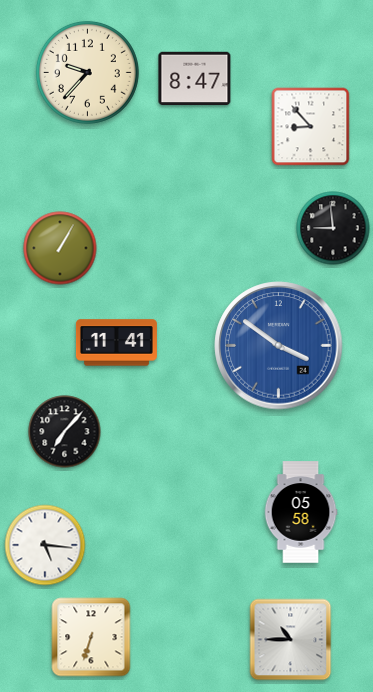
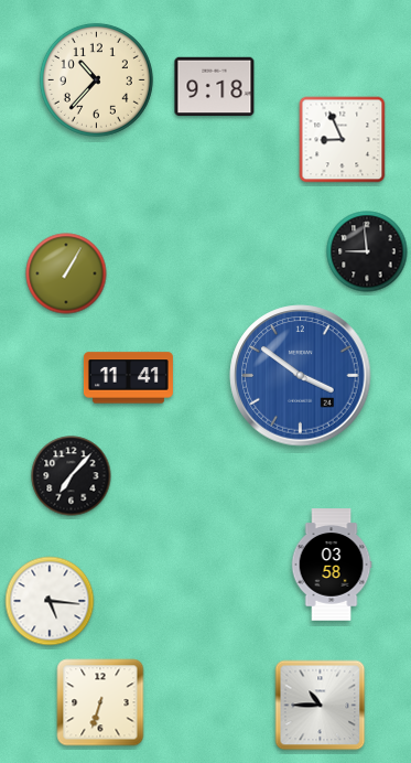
clock at (87, 72): 9:37 -> 10:37
clock at (195, 79): 8:47 -> 9:18
clock at (311, 127): 8:53 -> 8:56
clock at (279, 346) position: (279, 346) -> (301, 376)
clock at (301, 512): 05:58 -> 03:58
